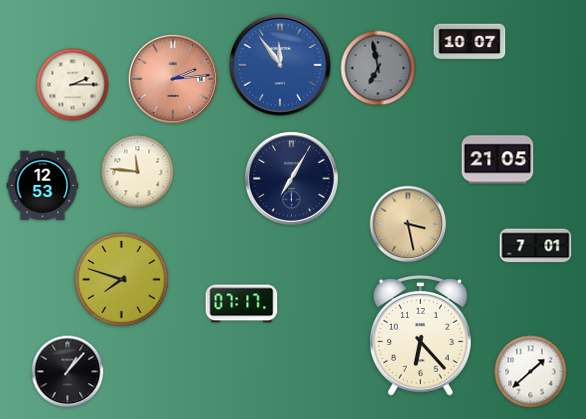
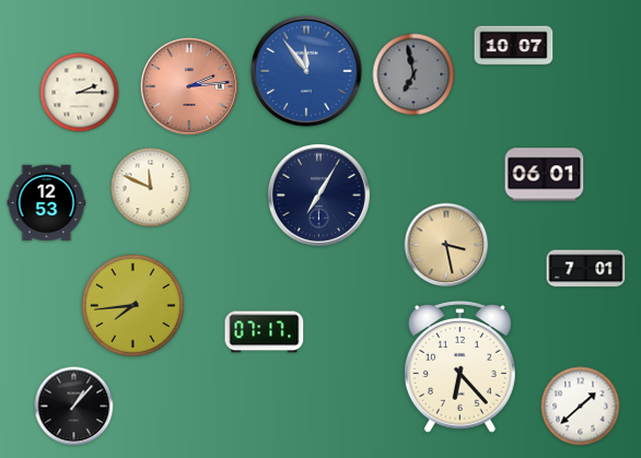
clock at (498, 160): 21:05 -> 06:01
clock at (138, 172): 11:46 -> 11:49
clock at (121, 279): 7:48 -> 7:44
